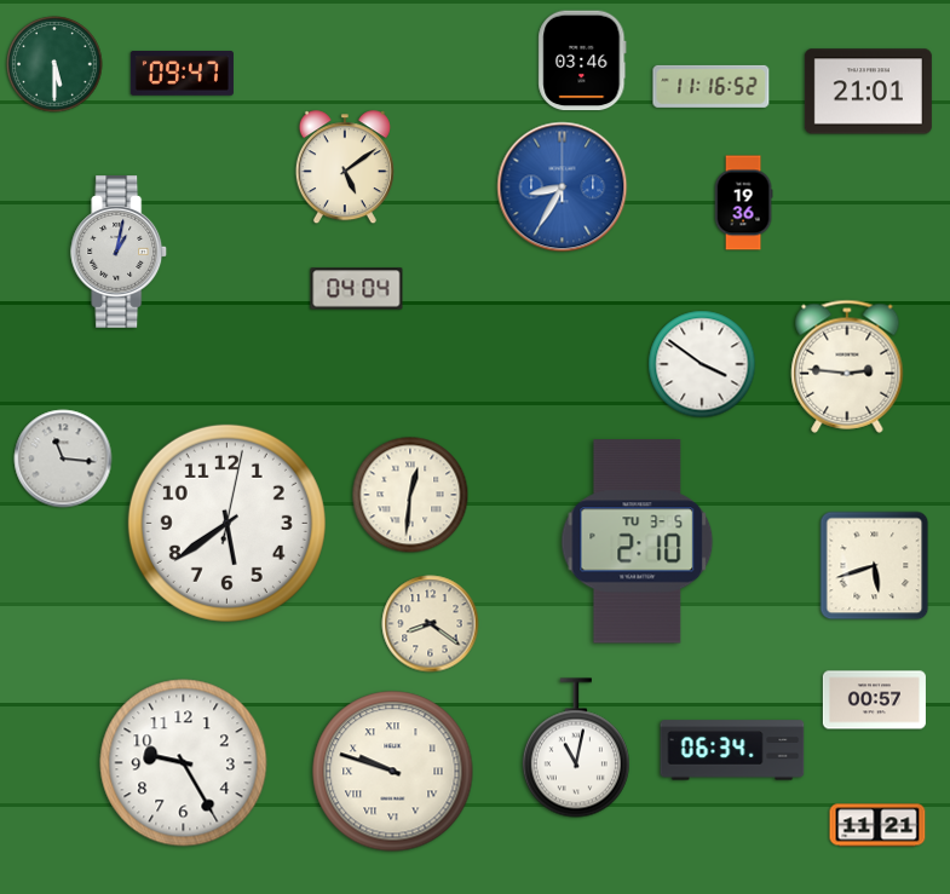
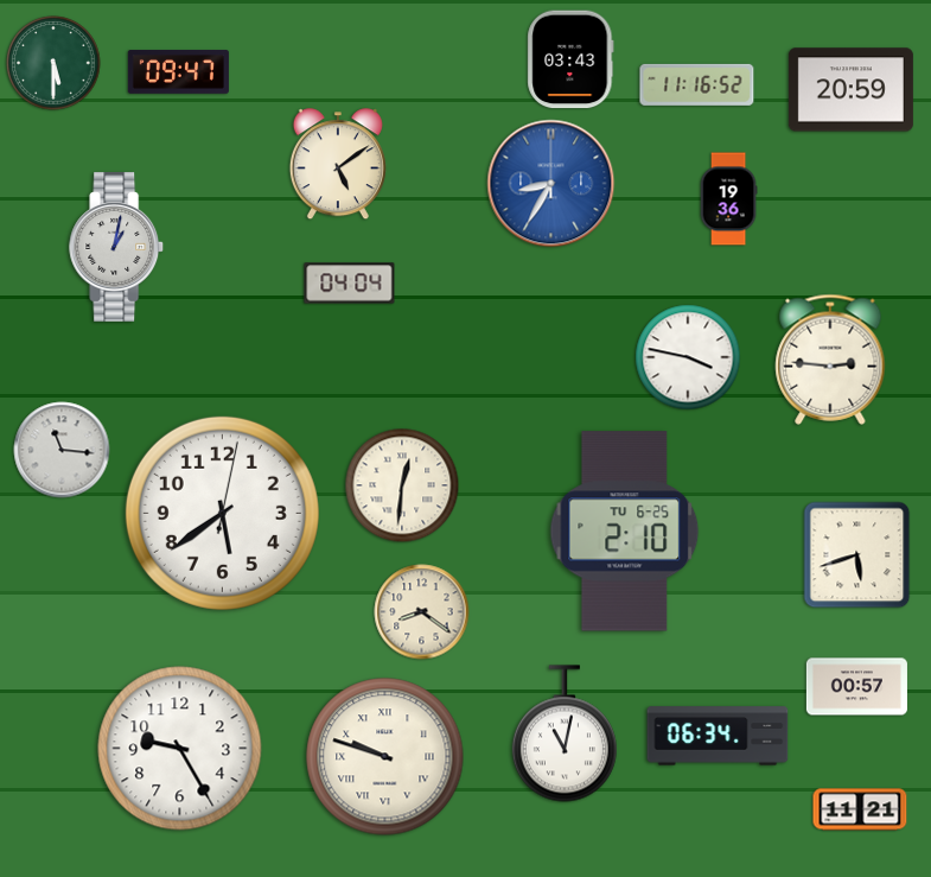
clock at (582, 60): 03:46 -> 03:43
clock at (868, 92): 21:01 -> 20:59
clock at (702, 364): 3:51 -> 3:47
clock at (638, 542) date: TU 3-5 -> TU 6-25
